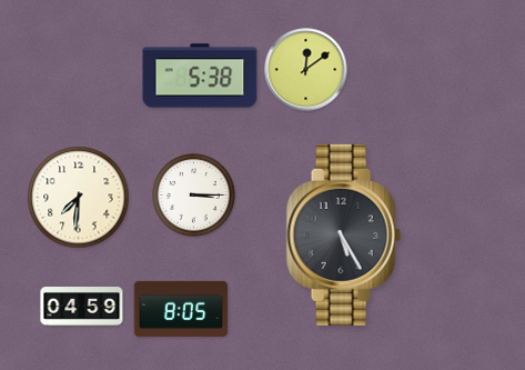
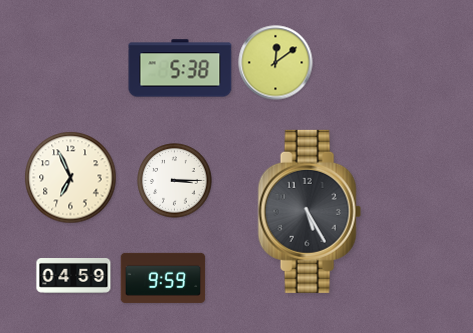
clock at (194, 196) position: (194, 196) -> (175, 181)
clock at (79, 198): 7:31 -> 6:56
clock at (181, 309): 8:05 -> 9:59
